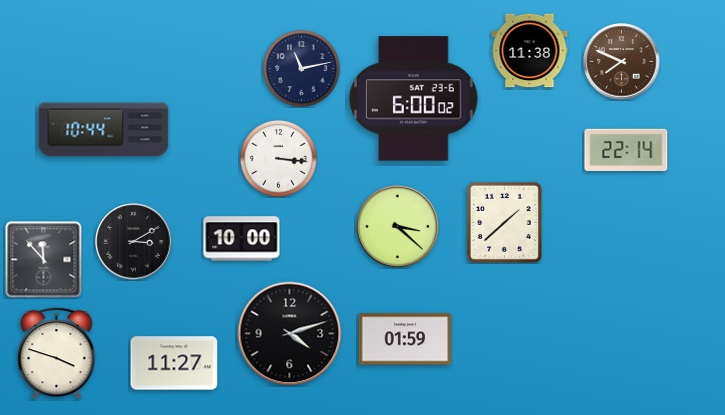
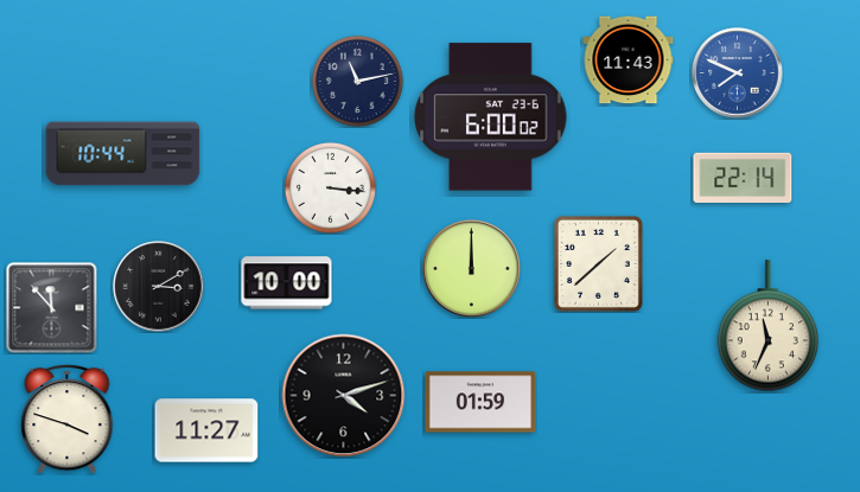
clock at (530, 51): 11:38 -> 11:43
clock at (622, 62) dial: brown -> blue
clock at (397, 226): 3:22 -> 12:00
clock at (769, 326): none -> 11:34
